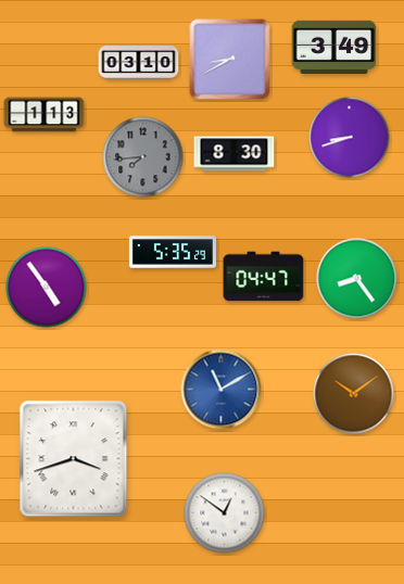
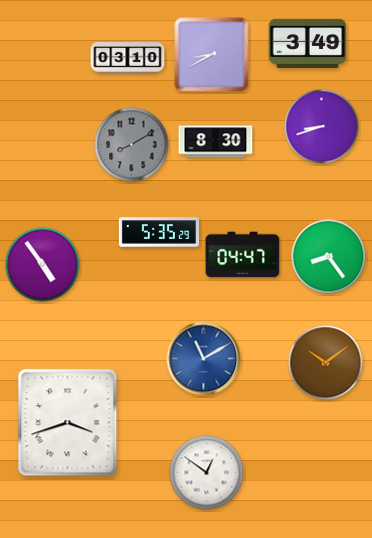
clock at (45, 115): 1:13 -> none
clock at (143, 157): 7:44 -> 8:10
